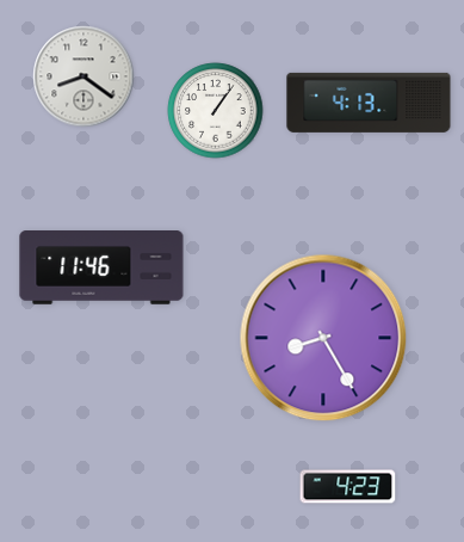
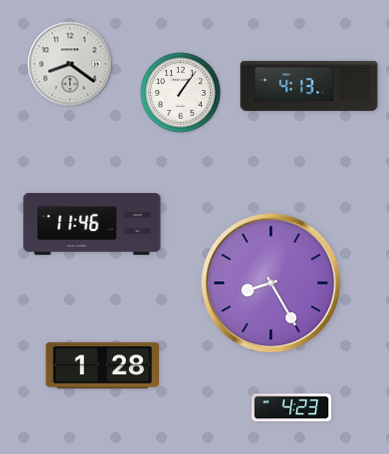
clock at (101, 267) position: (101, 267) -> (92, 224)
clock at (102, 366): none -> 1:28
